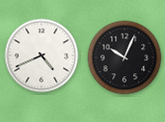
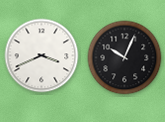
clock at (42, 56): 4:41 -> 3:41
